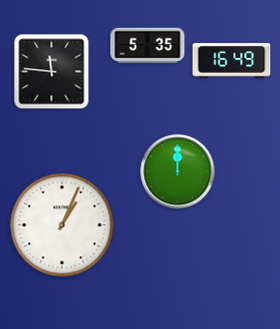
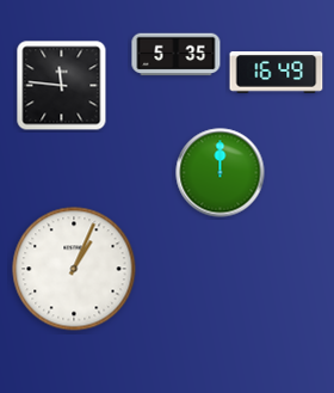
clock at (178, 172) position: (178, 172) -> (221, 173)
